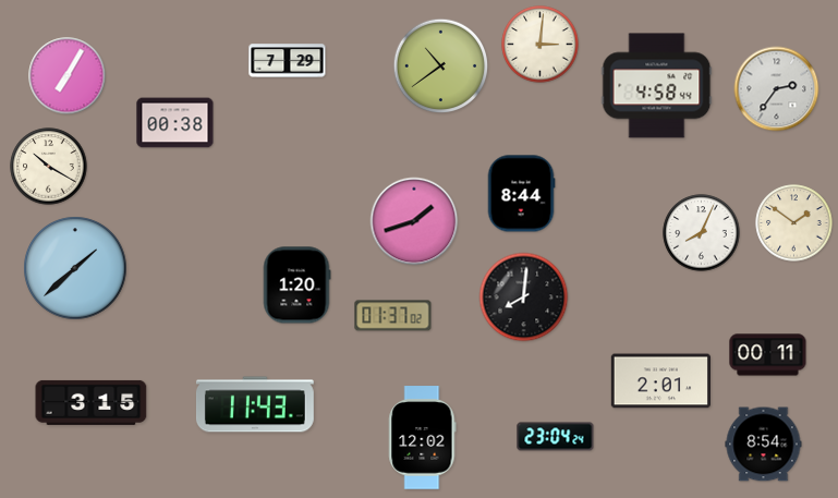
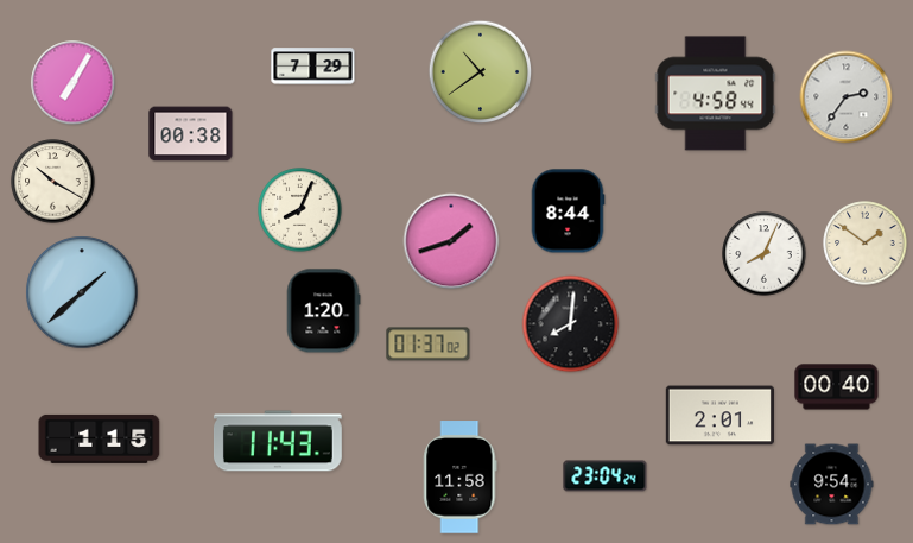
clock at (541, 45): 3:01 -> none
clock at (300, 210): none -> 8:04
clock at (768, 355): 00:11 -> 00:40
clock at (92, 402): 3:15 -> 1:15
clock at (423, 438): 12:02 -> 11:58
clock at (764, 445): 8:54 -> 9:54
